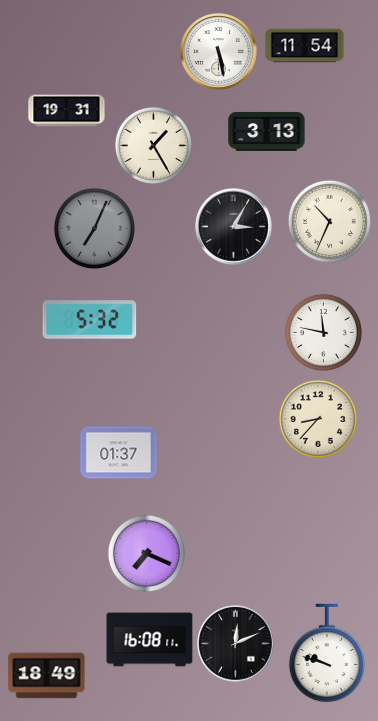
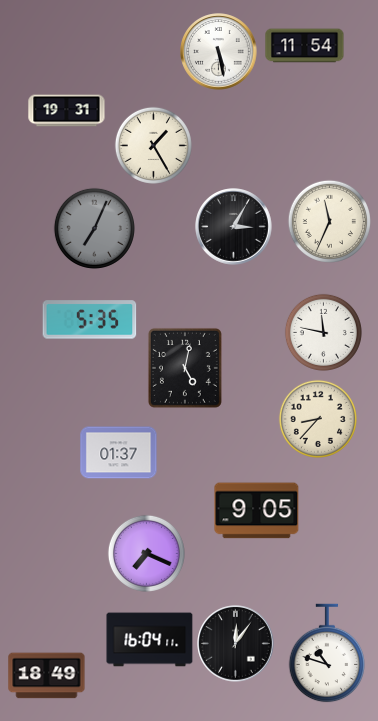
clock at (267, 131): 3:13 -> none
clock at (329, 221): 10:34 -> 11:34
clock at (90, 320): 5:32 -> 5:35
clock at (185, 368): none -> 5:02
clock at (257, 511): none -> 9:05
clock at (150, 640): 16:08 -> 16:04
clock at (236, 644): 12:11 -> 12:06
clock at (327, 653): 9:48 -> 10:48
